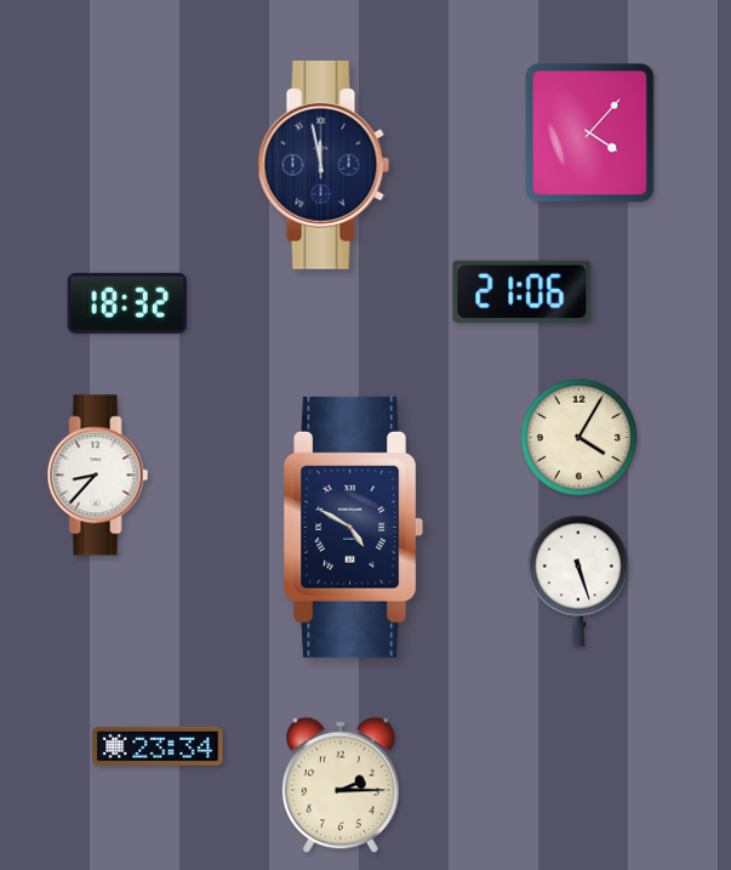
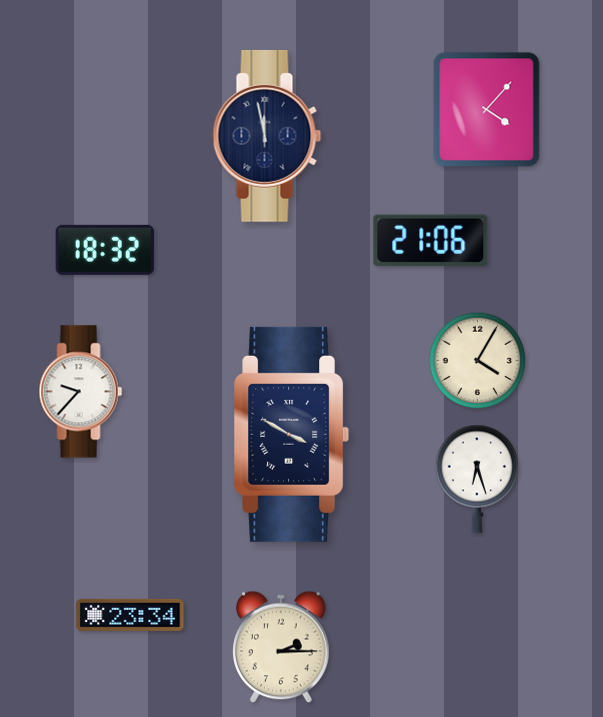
clock at (98, 476): 8:37 -> 9:37
clock at (354, 527): 4:50 -> 3:50
clock at (578, 581): 5:27 -> 6:27
